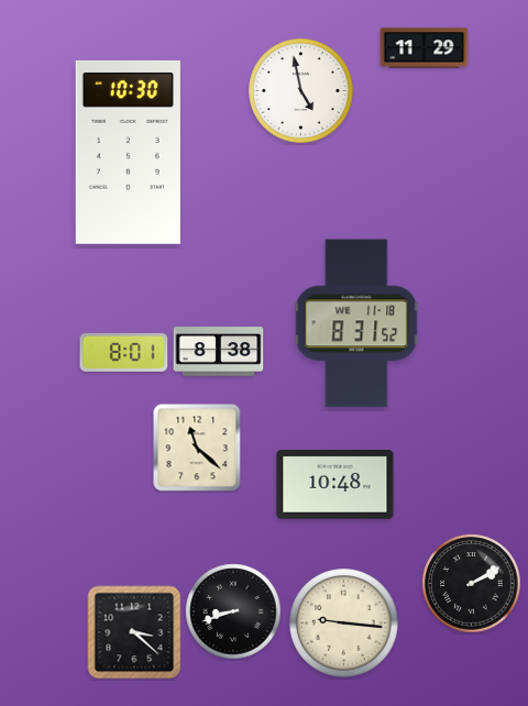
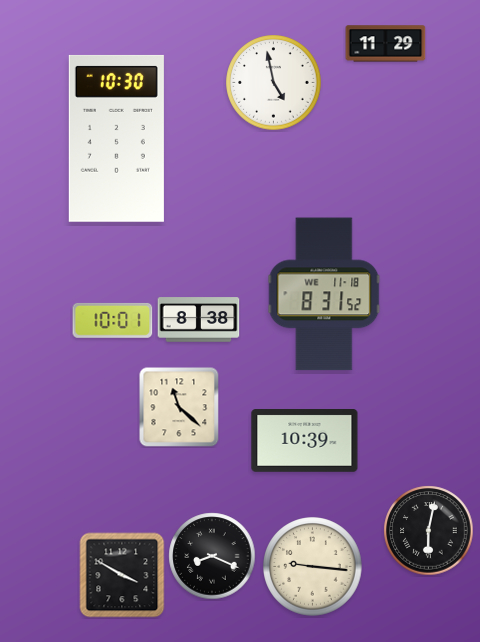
clock at (124, 352): 8:01 -> 10:01
clock at (335, 485): 10:48 -> 10:39
clock at (472, 584): 2:10 -> 6:02
clock at (233, 611): 8:42 -> 8:19
clock at (134, 632): 3:22 -> 3:50
